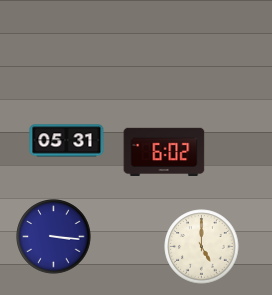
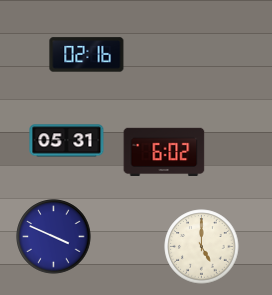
clock at (87, 55): none -> 02:16
clock at (54, 237): 3:16 -> 3:49
